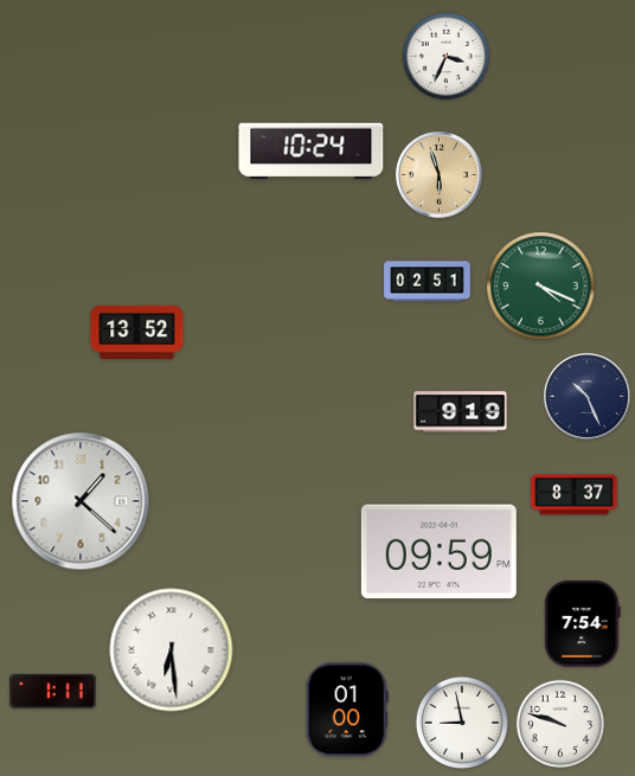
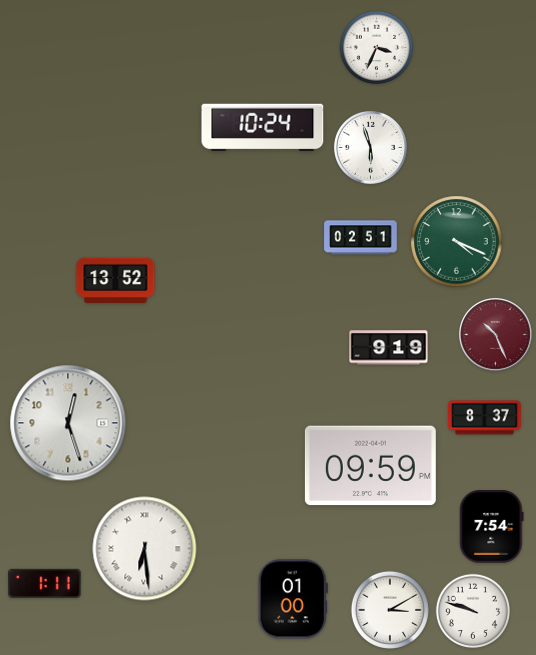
clock at (438, 174) dial: champagne -> white
clock at (586, 396) dial: navy -> burgundy
clock at (81, 501): 1:22 -> 12:27
clock at (462, 723): 8:58 -> 3:10
